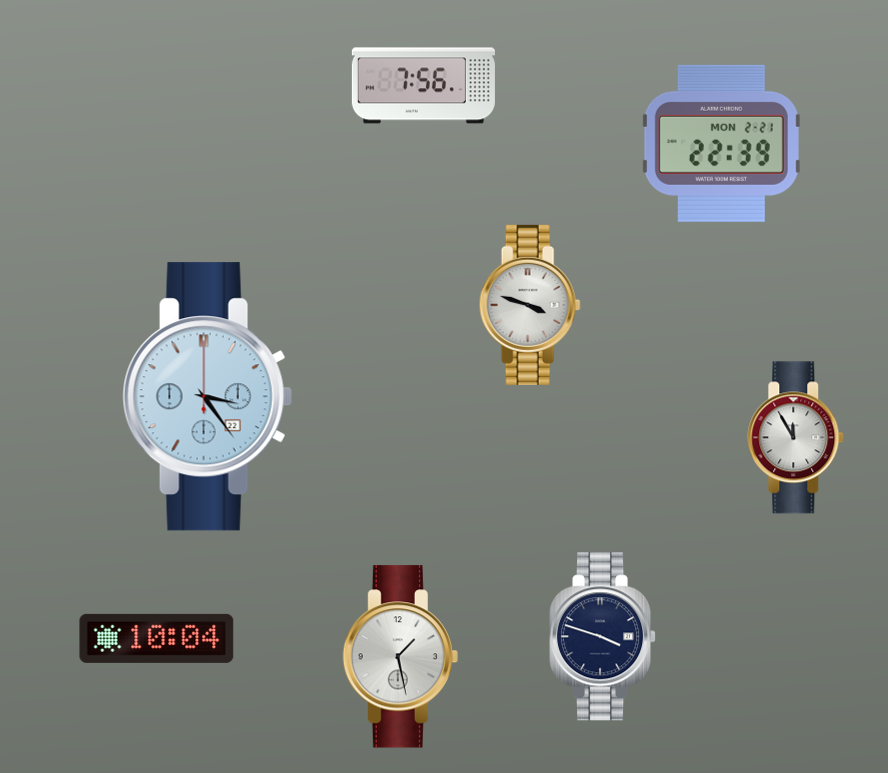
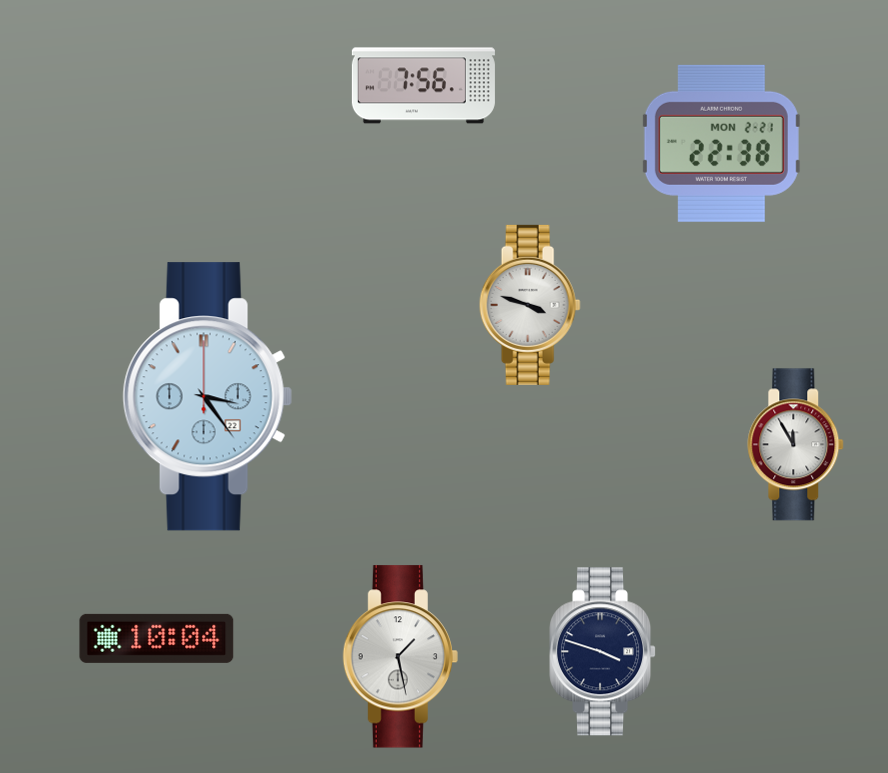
clock at (721, 143): 22:39 -> 22:38
clock at (796, 438) position: (796, 438) -> (796, 445)
clock at (604, 637) position: (604, 637) -> (604, 652)
